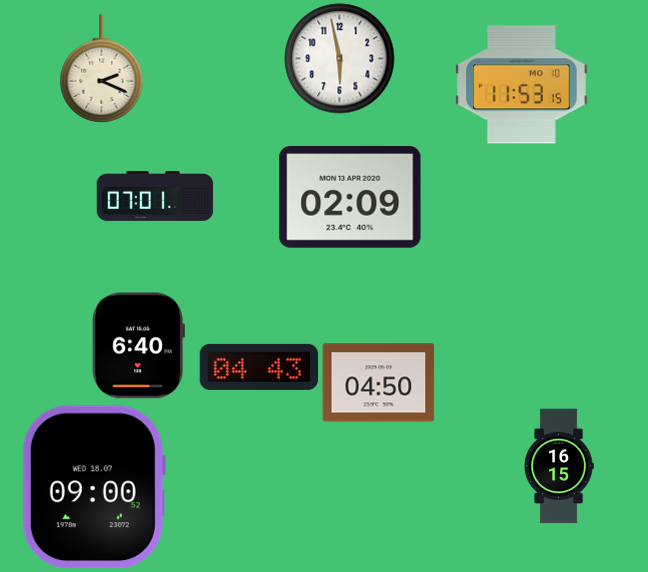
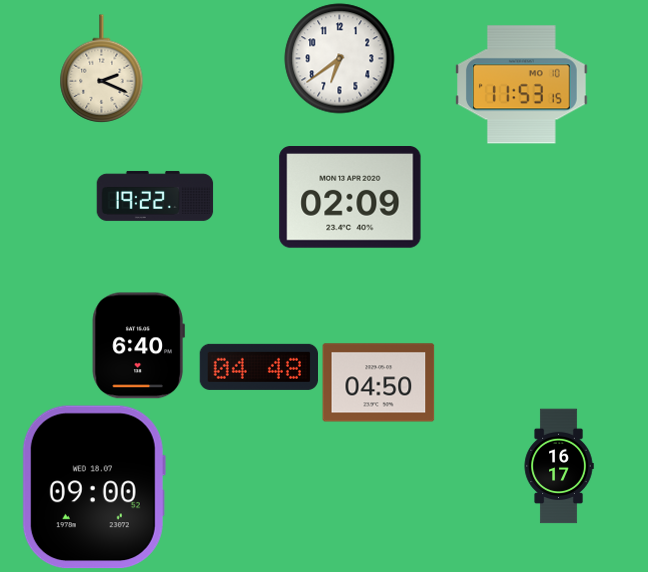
clock at (340, 59): 5:58 -> 6:39
clock at (155, 196): 07:01 -> 19:22
clock at (258, 367): 04:43 -> 04:48
clock at (559, 466): 16:15 -> 16:17
